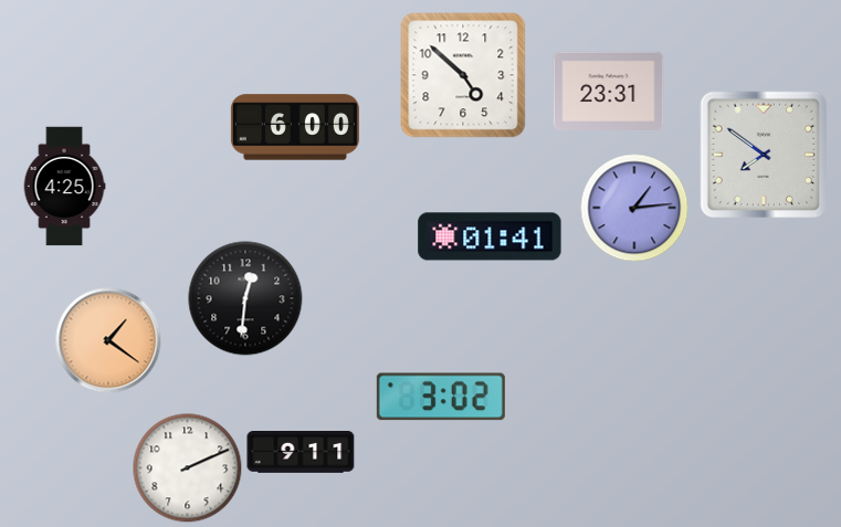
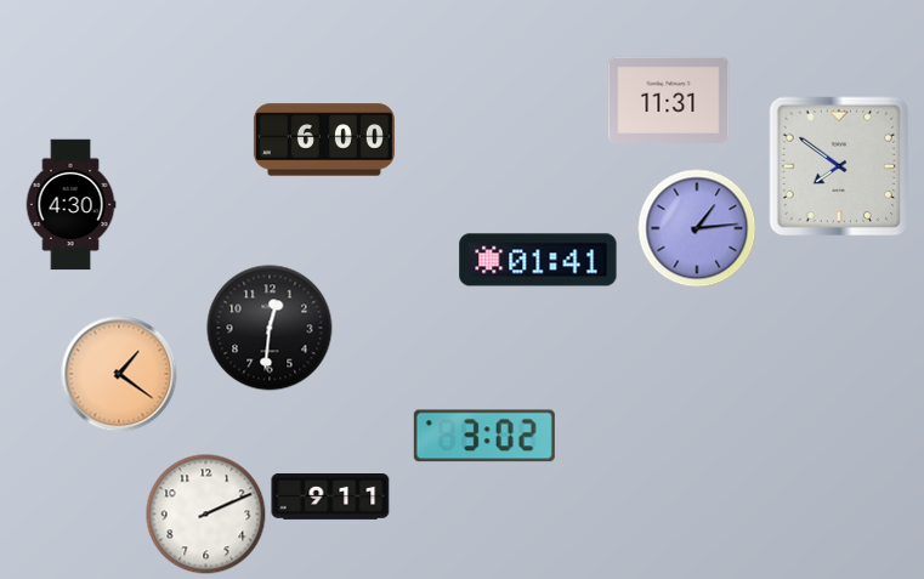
clock at (463, 75): 4:52 -> none
clock at (609, 91): 23:31 -> 11:31
clock at (764, 155) position: (764, 155) -> (839, 166)
clock at (64, 187): 4:25 -> 4:30
